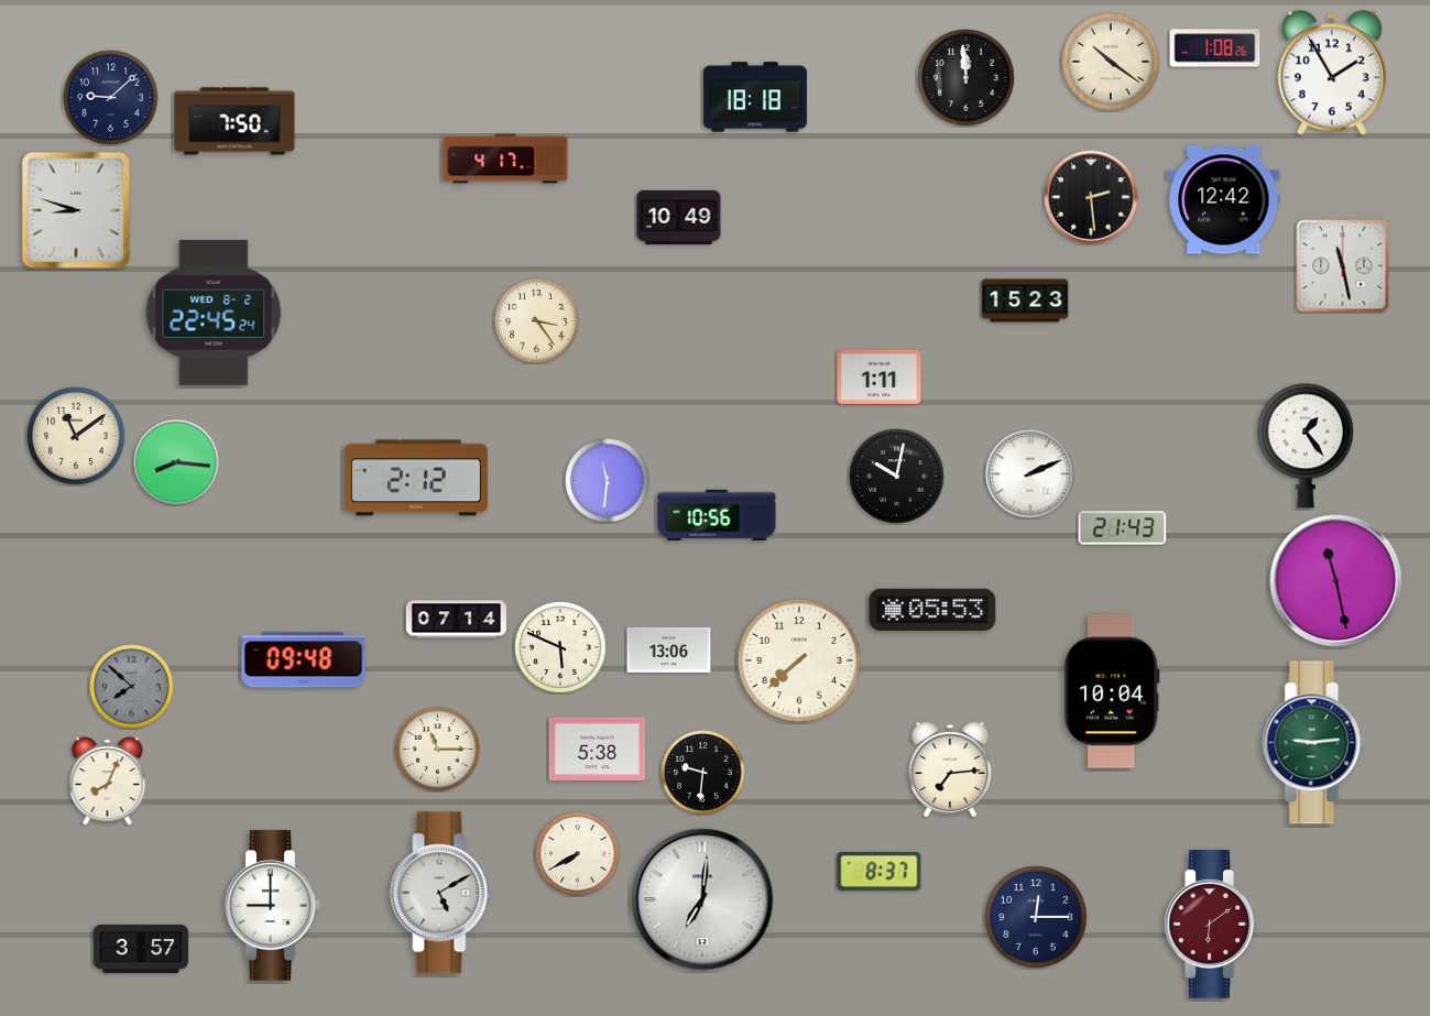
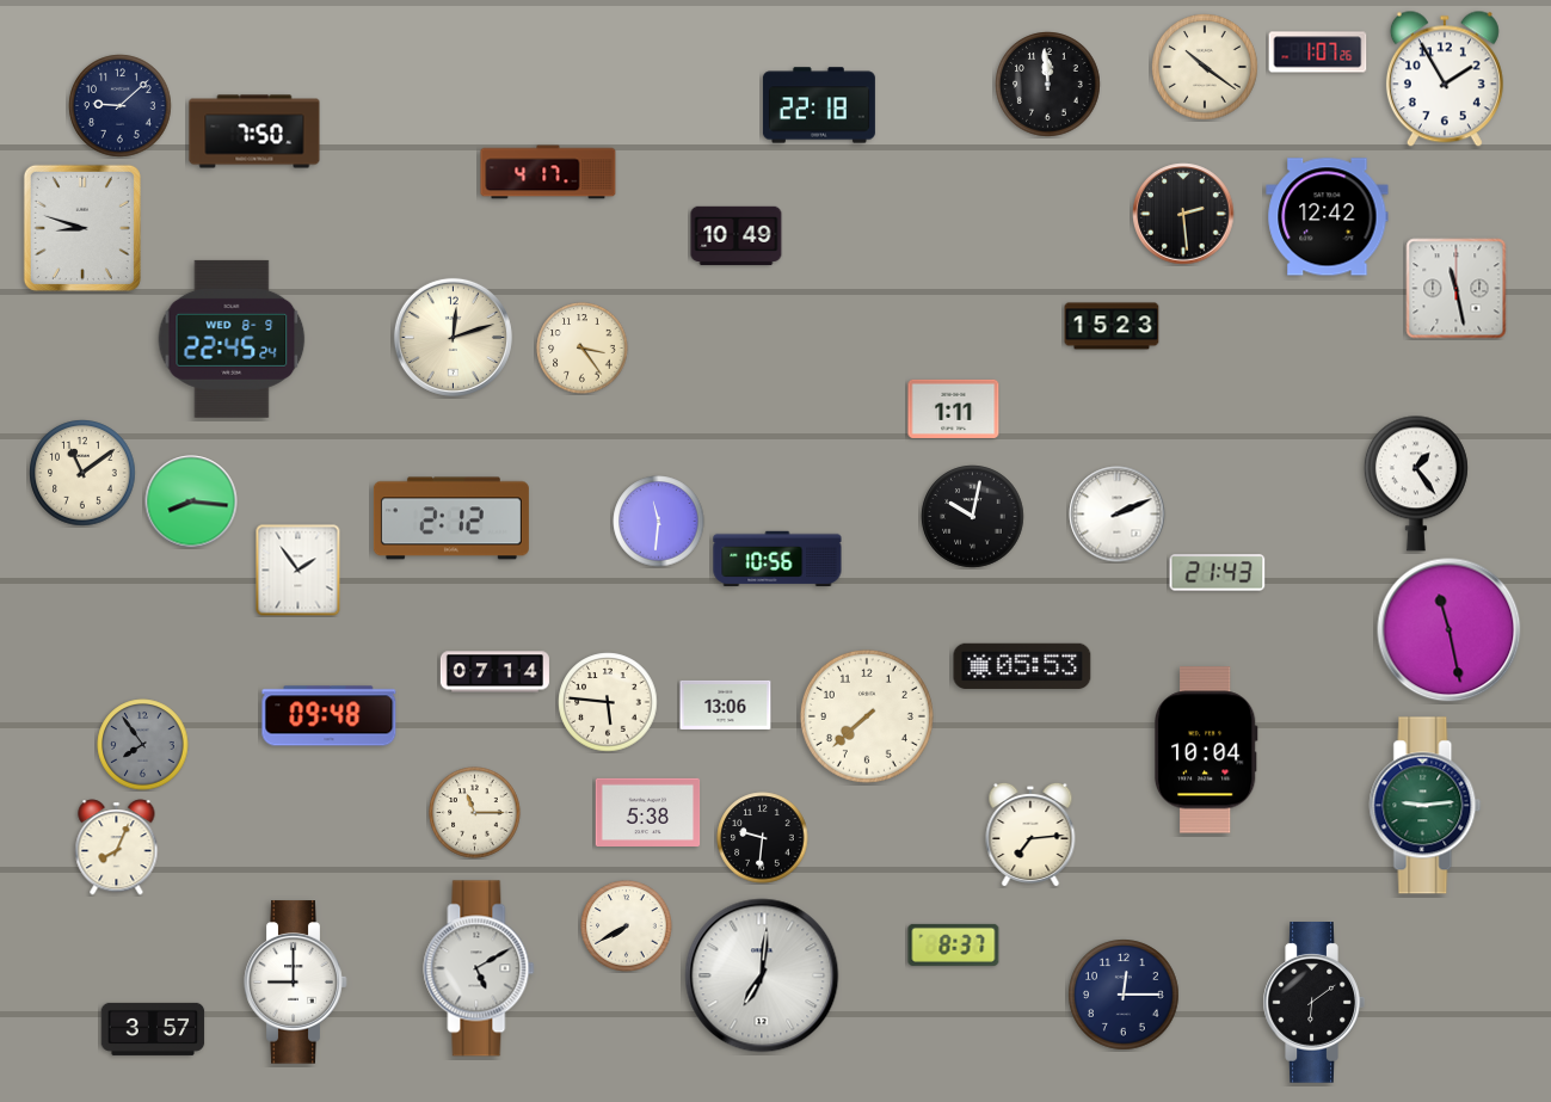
clock at (1215, 48): 1:08 -> 1:07
clock at (755, 97): 18:18 -> 22:18
clock at (453, 337): none -> 12:12
clock at (214, 313) date: WED 8-2 -> WED 8-9
clock at (298, 571): none -> 1:54
clock at (932, 610) position: (932, 610) -> (1022, 666)
clock at (560, 647): 5:49 -> 5:46
clock at (132, 687): 7:52 -> 7:54
clock at (1211, 925) dial: burgundy -> black
